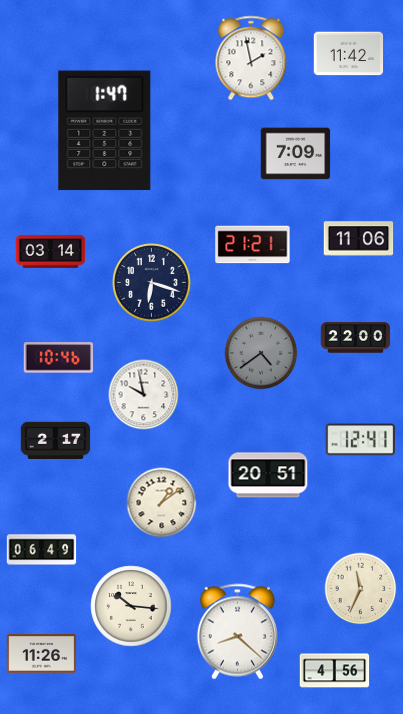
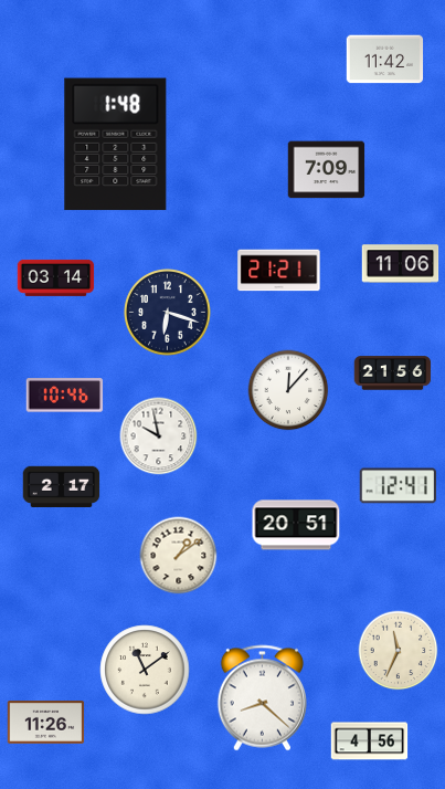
clock at (251, 58): 1:58 -> none
clock at (105, 131): 1:47 -> 1:48
clock at (359, 239) position: (359, 239) -> (401, 264)
clock at (356, 338): 22:00 -> 21:56
clock at (261, 353): 4:39 -> 12:07
clock at (261, 353) dial: grey -> white
clock at (42, 550): 06:49 -> none
clock at (131, 606): 10:16 -> 11:09
